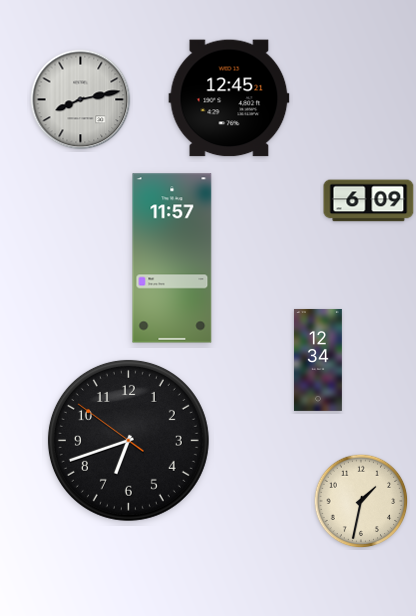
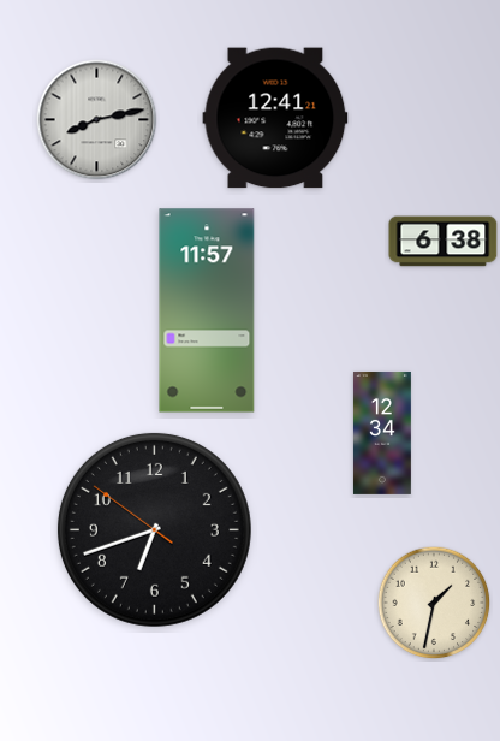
clock at (229, 98): 12:45 -> 12:41
clock at (369, 201): 6:09 -> 6:38
